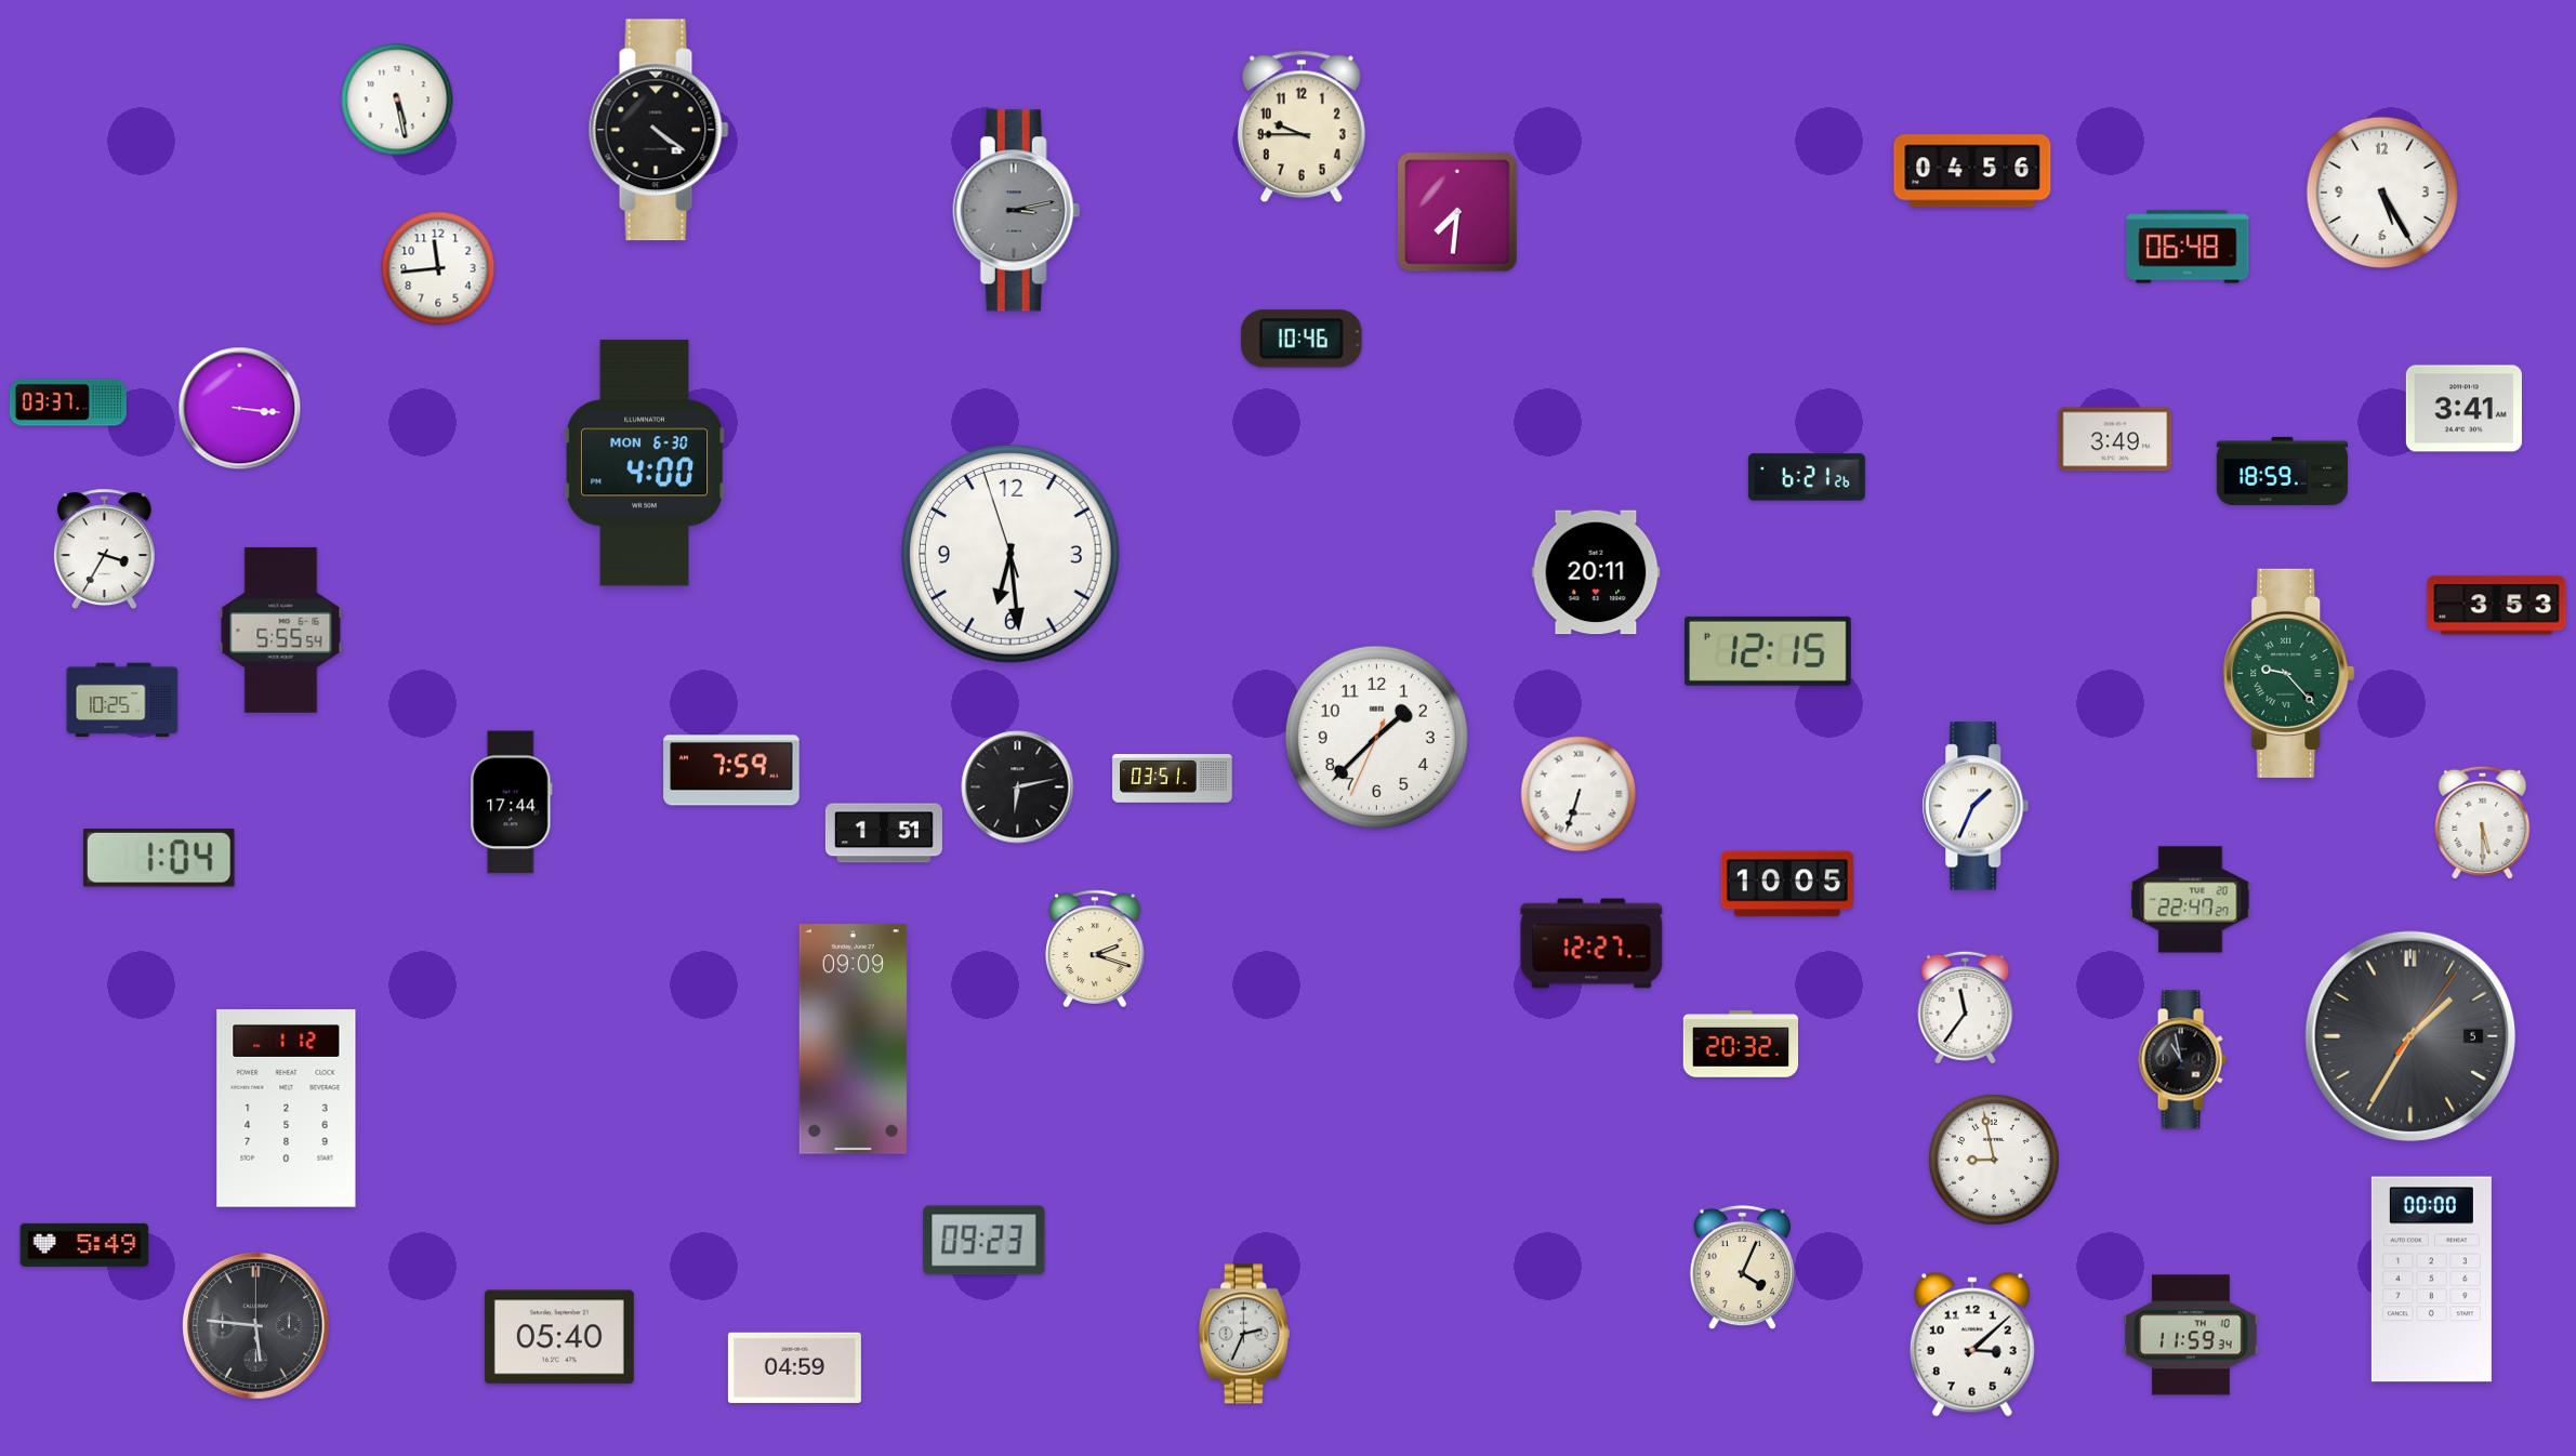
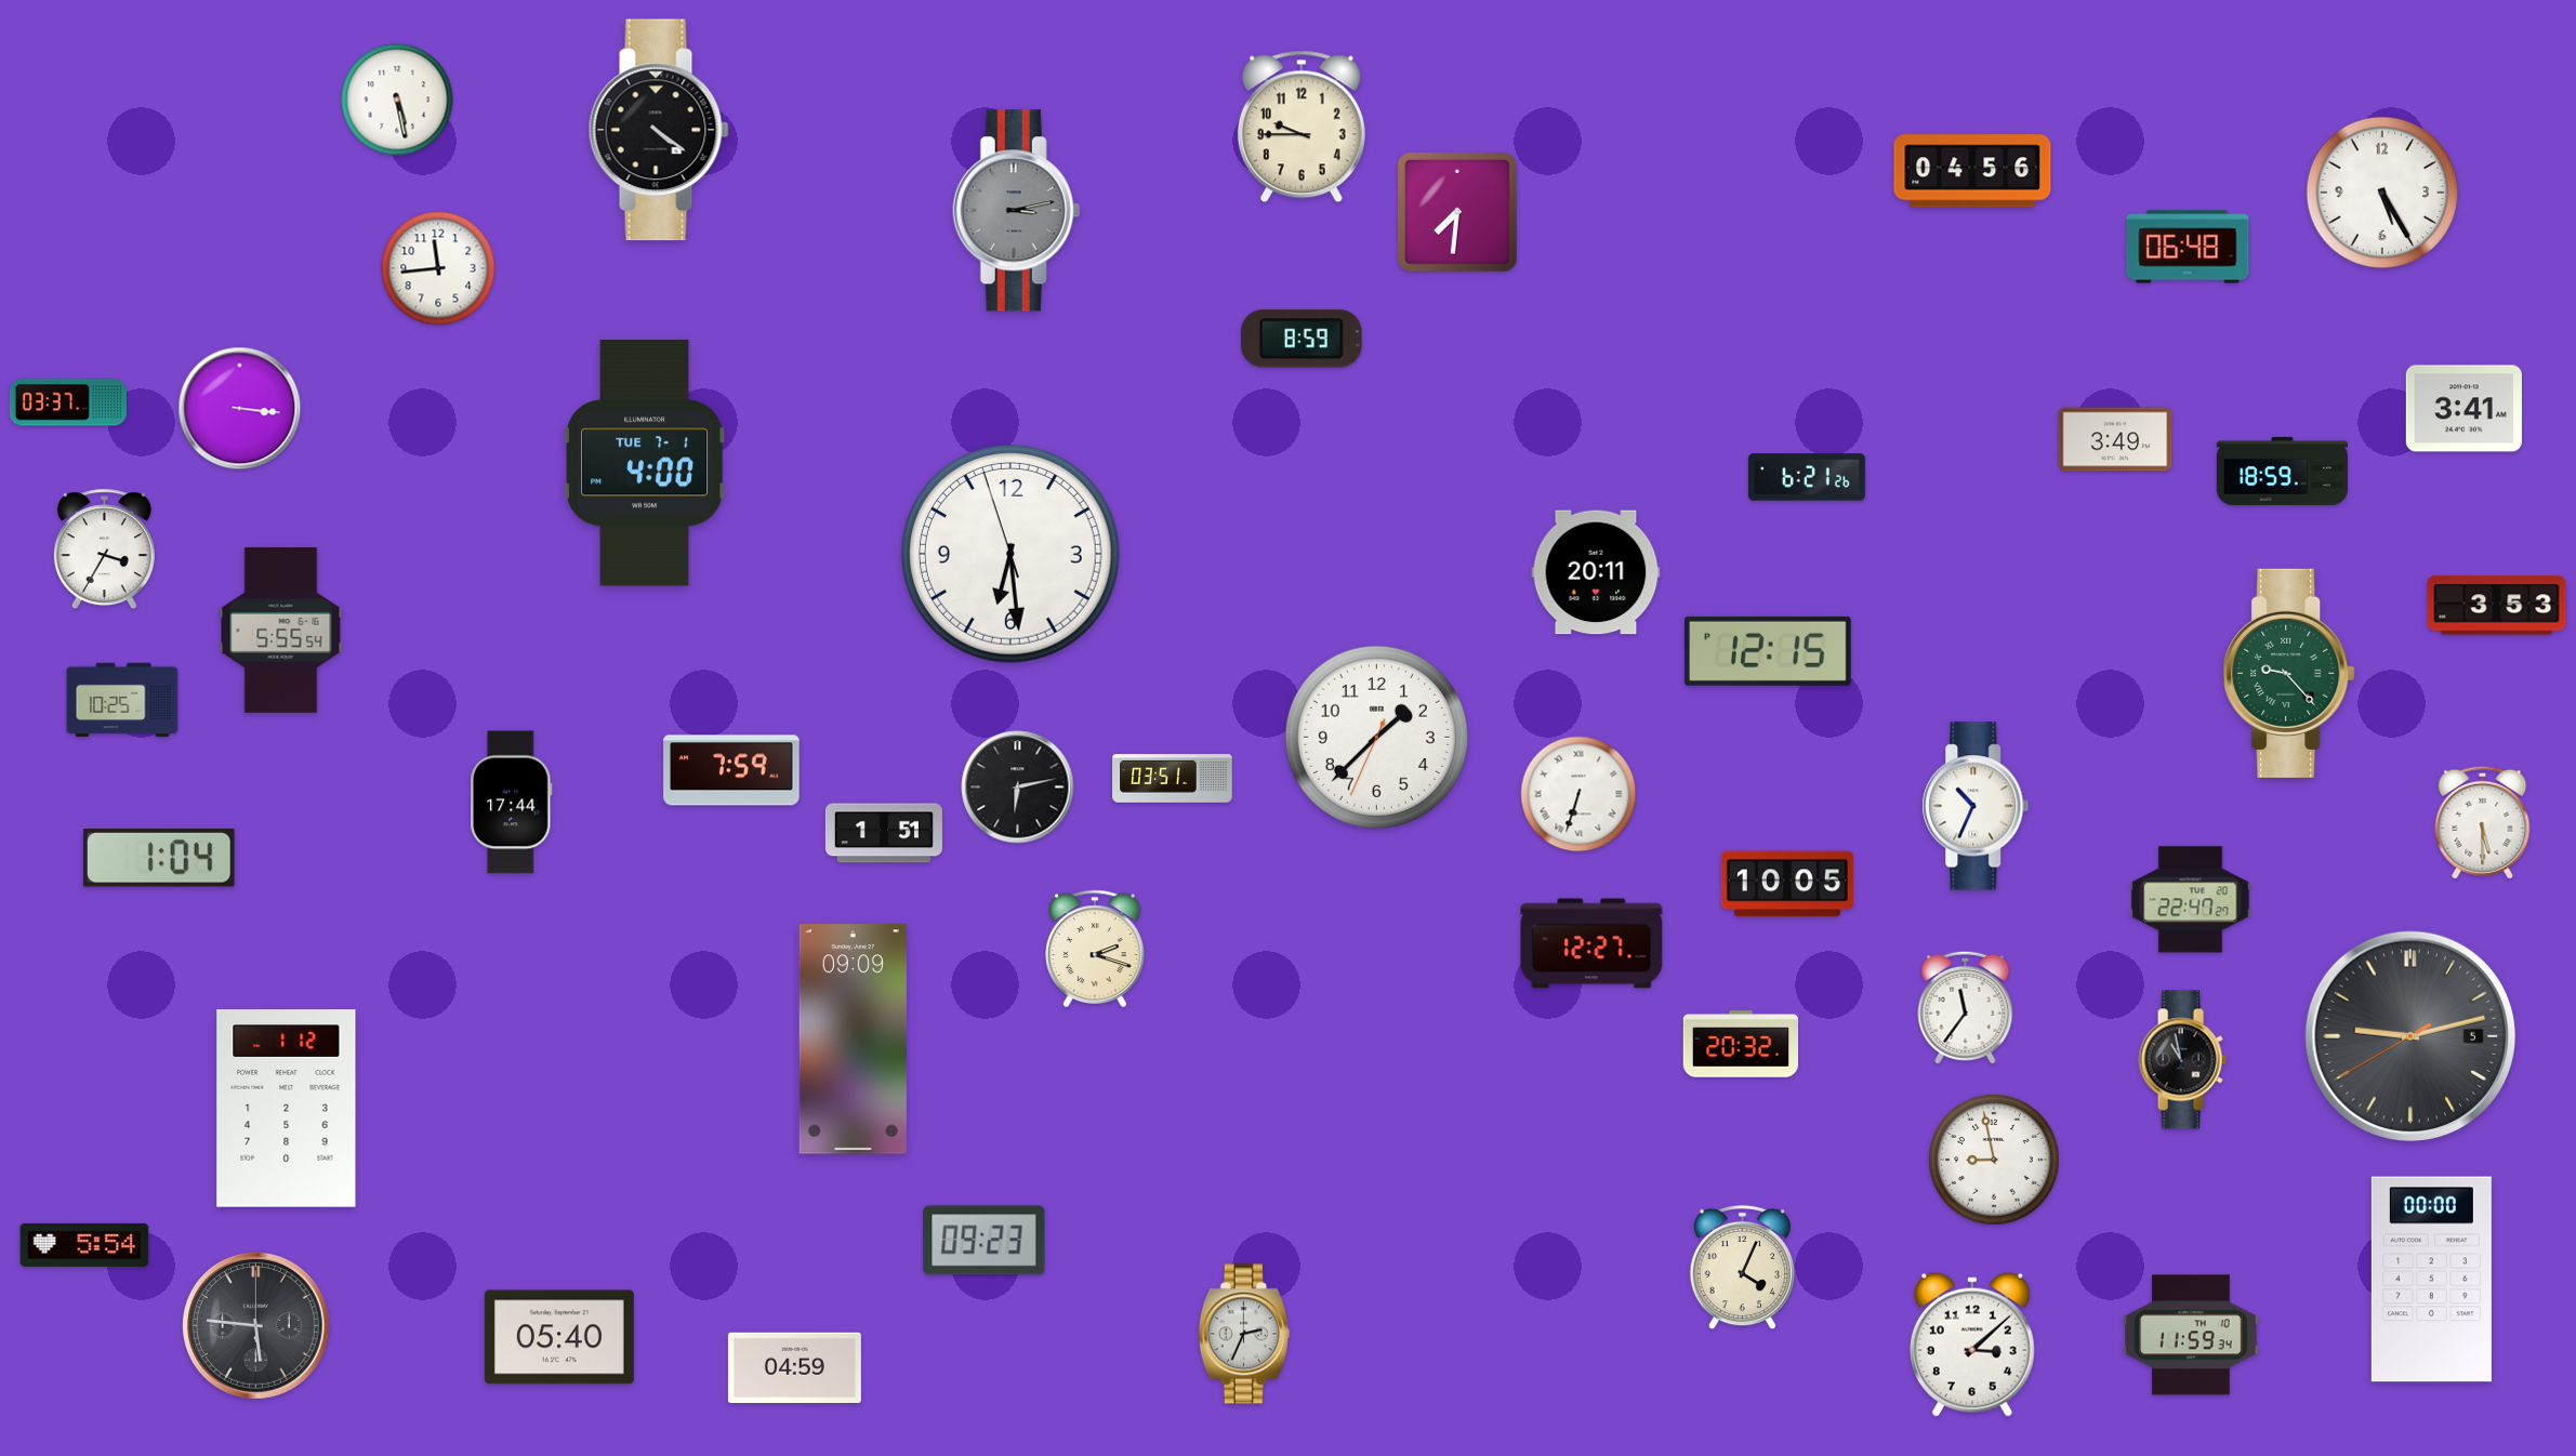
clock at (1302, 339): 10:46 -> 8:59
clock at (645, 463) date: MON 6-30 -> TUE 7-1
clock at (1976, 806): 1:34 -> 10:34
clock at (2410, 1036): 1:35 -> 9:12
clock at (84, 1245): 5:49 -> 5:54
